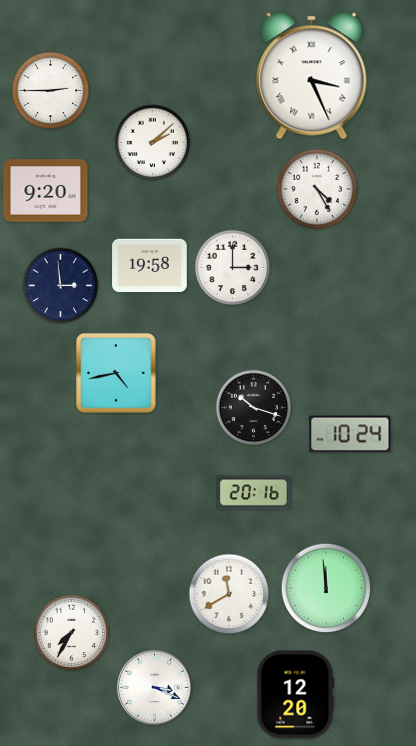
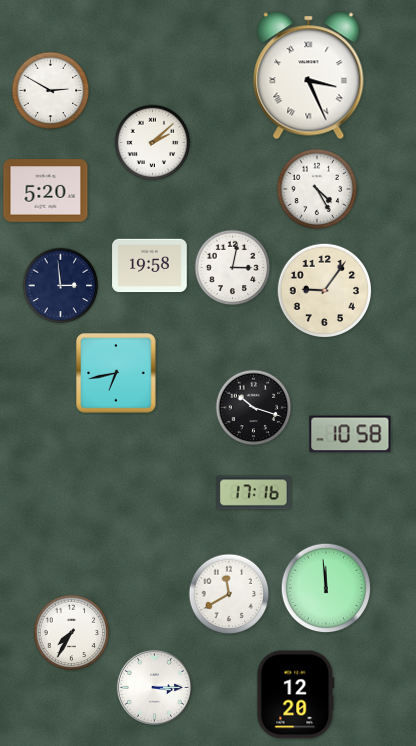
clock at (312, 76) position: (312, 76) -> (309, 76)
clock at (51, 91): 2:45 -> 2:50
clock at (46, 191): 9:20 -> 5:20
clock at (233, 268): 3:00 -> 3:02
clock at (324, 290): none -> 9:06
clock at (116, 373): 4:43 -> 6:43
clock at (350, 434): 10:24 -> 10:58
clock at (254, 493): 20:16 -> 17:16
clock at (154, 687): 3:19 -> 3:15
